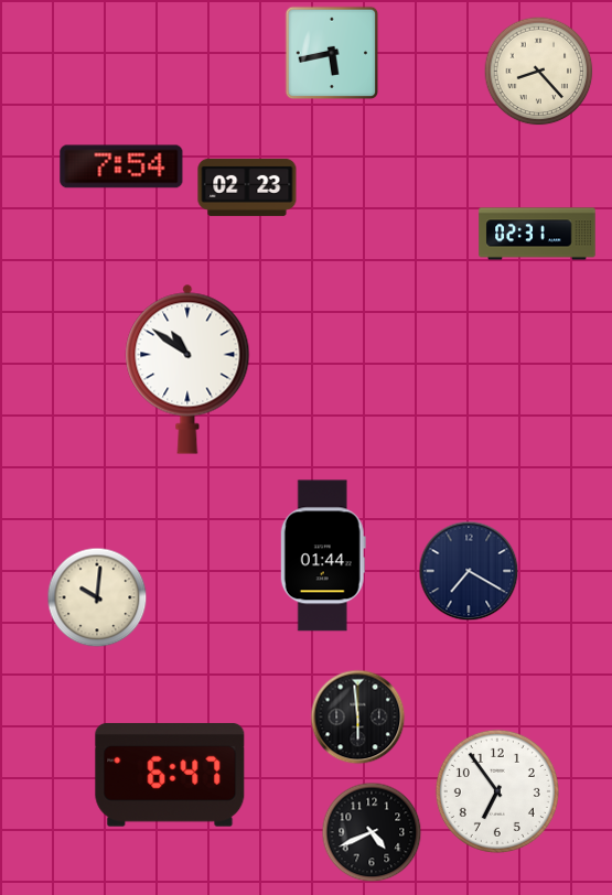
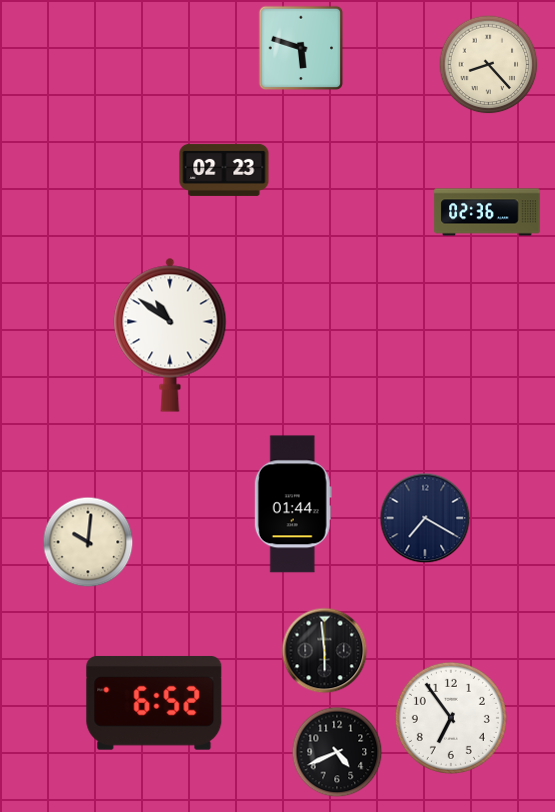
clock at (332, 53): 5:43 -> 5:48
clock at (121, 166): 7:54 -> none
clock at (537, 234): 02:31 -> 02:36
clock at (170, 775): 6:47 -> 6:52
clock at (372, 832) position: (372, 832) -> (337, 752)
